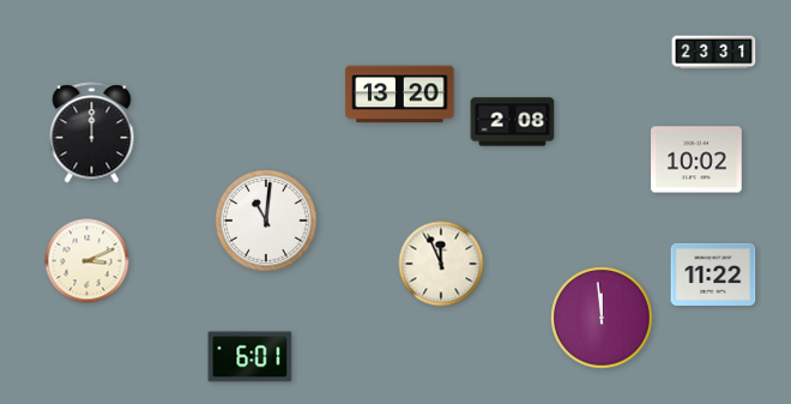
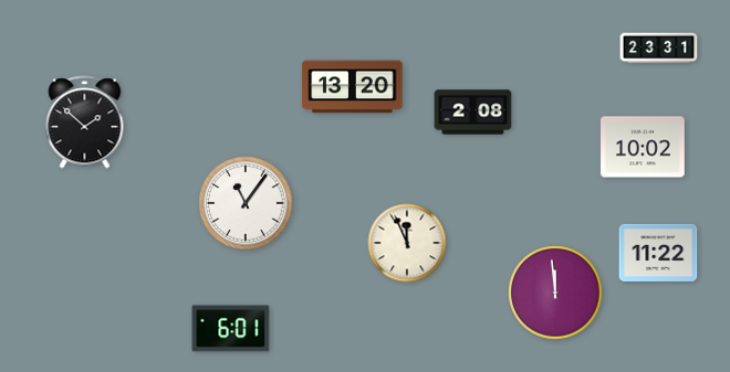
clock at (400, 95) position: (400, 95) -> (353, 87)
clock at (92, 133): 12:00 -> 1:52
clock at (266, 221): 11:01 -> 11:06
clock at (87, 261): 3:11 -> none
